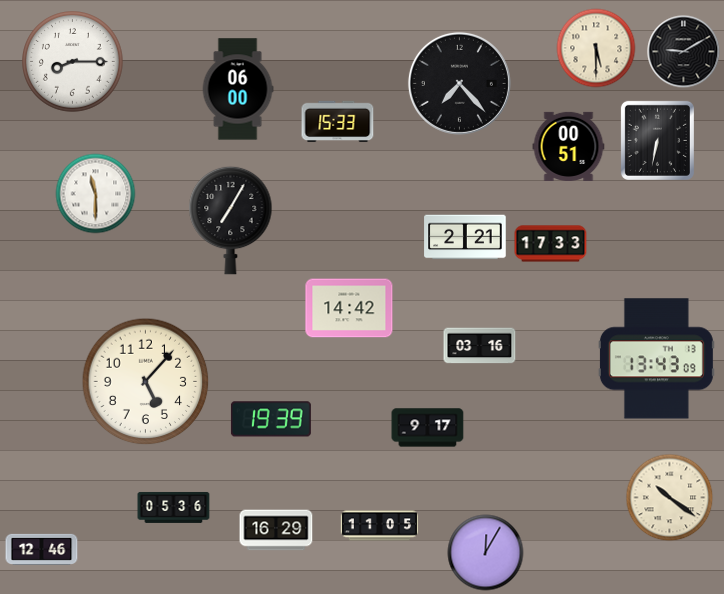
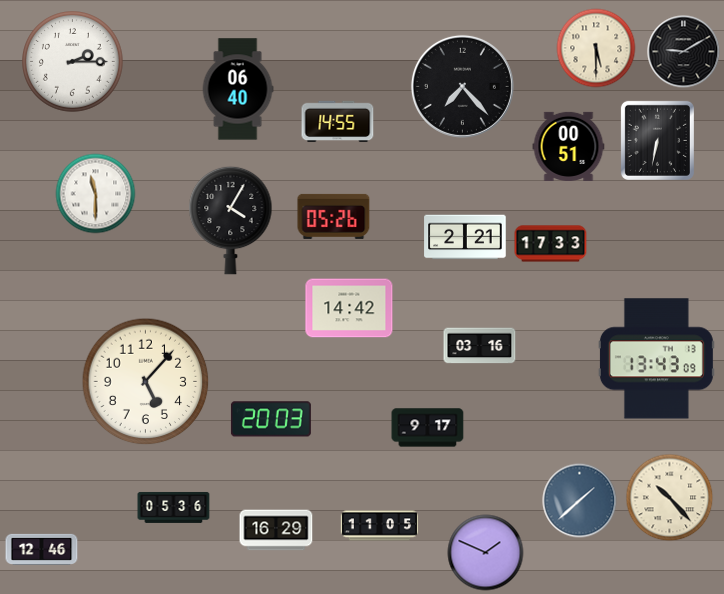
clock at (73, 62): 8:15 -> 2:15
clock at (459, 83) position: (459, 83) -> (462, 86)
clock at (238, 89): 06:00 -> 06:40
clock at (338, 122): 15:33 -> 14:55
clock at (334, 216): none -> 05:26
clock at (231, 220): 7:05 -> 4:05
clock at (271, 419): 19:39 -> 20:03
clock at (670, 498): 10:21 -> 10:23
clock at (580, 501): none -> 1:38
clock at (486, 553): 12:05 -> 1:49
